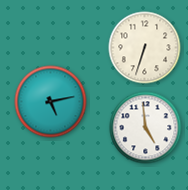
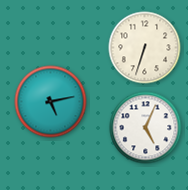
clock at (146, 128): 4:59 -> 5:04
